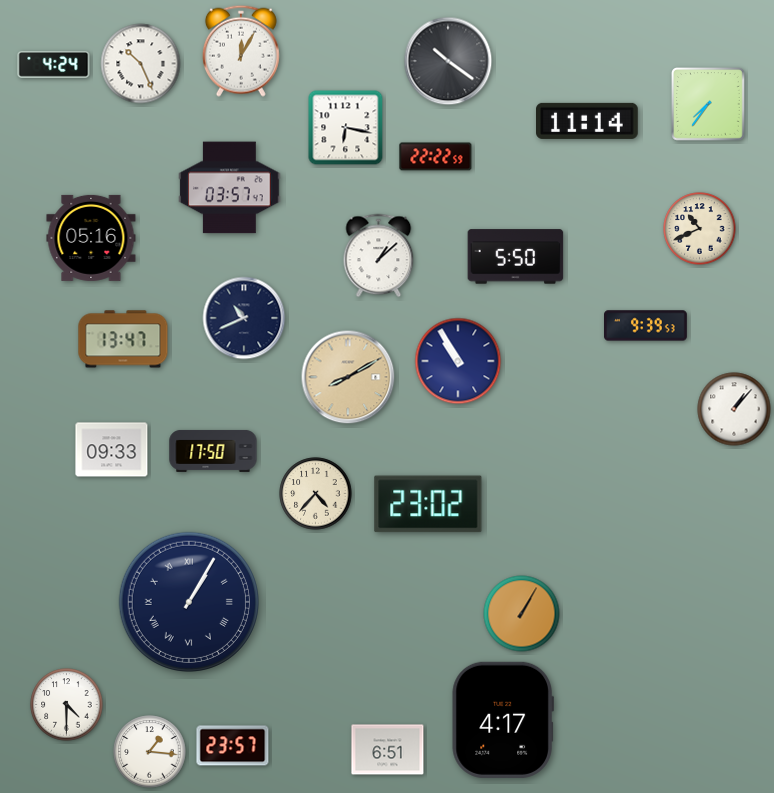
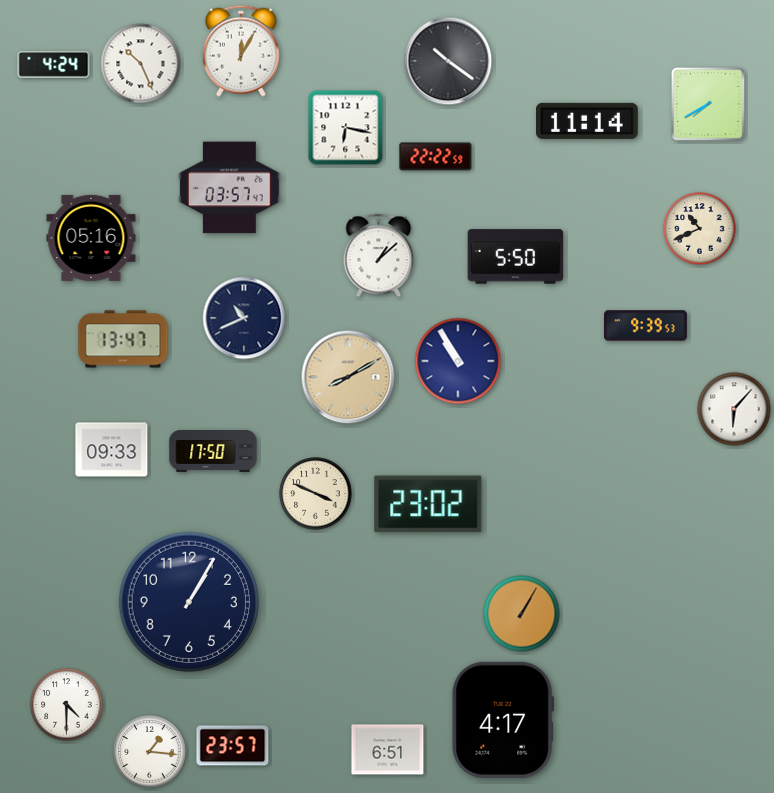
clock at (709, 105): 7:36 -> 7:40
clock at (734, 409): 1:07 -> 6:07
clock at (316, 494): 4:37 -> 3:49
clock at (189, 602) numerals: Roman -> Arabic
